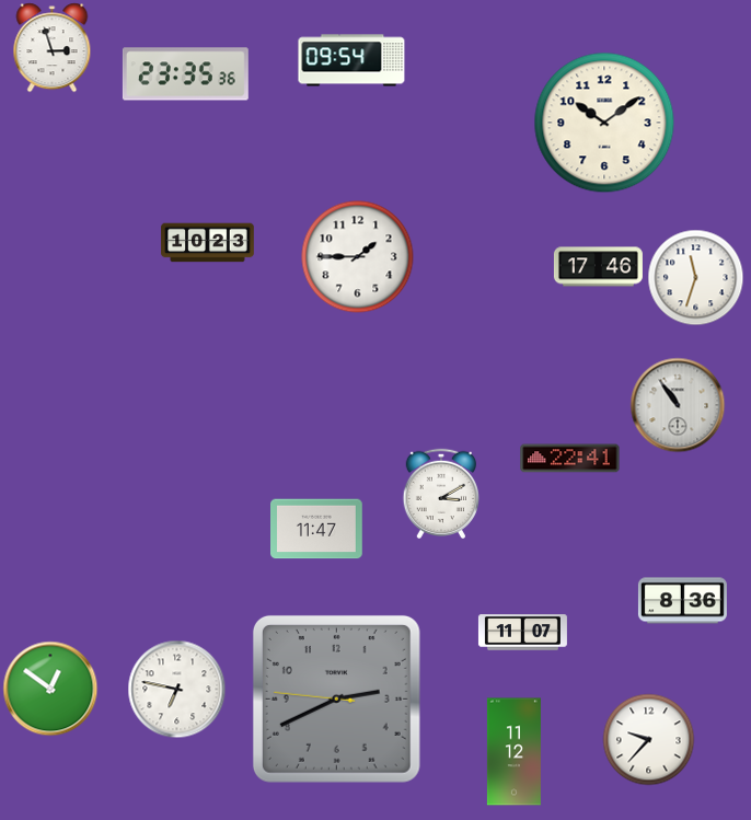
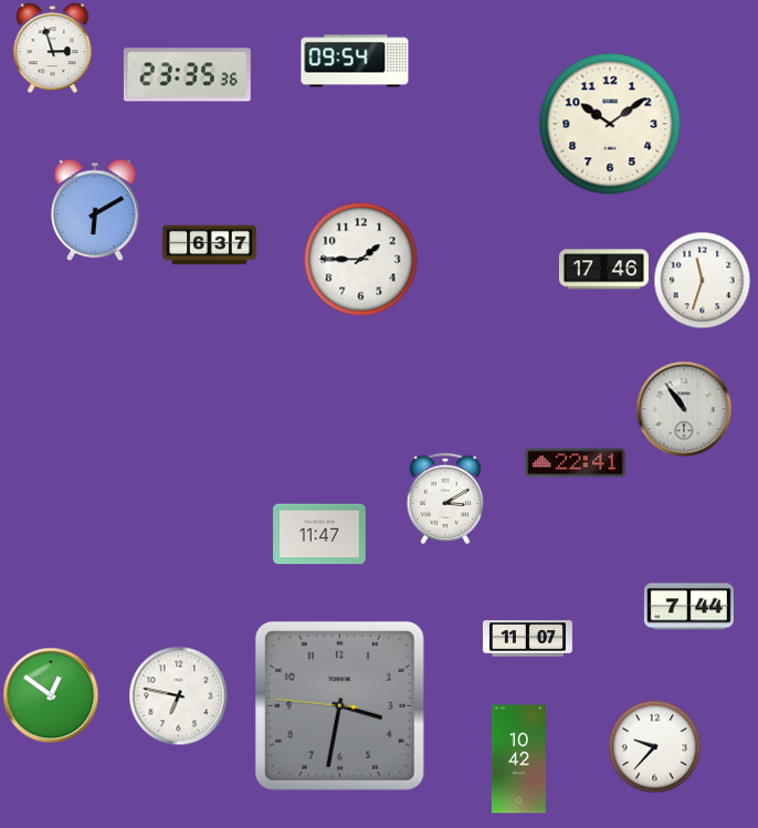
clock at (95, 210): none -> 6:10
clock at (208, 243): 10:23 -> 6:37
clock at (682, 601): 8:36 -> 7:44
clock at (336, 698): 2:40 -> 3:31
clock at (513, 752): 11:12 -> 10:42
